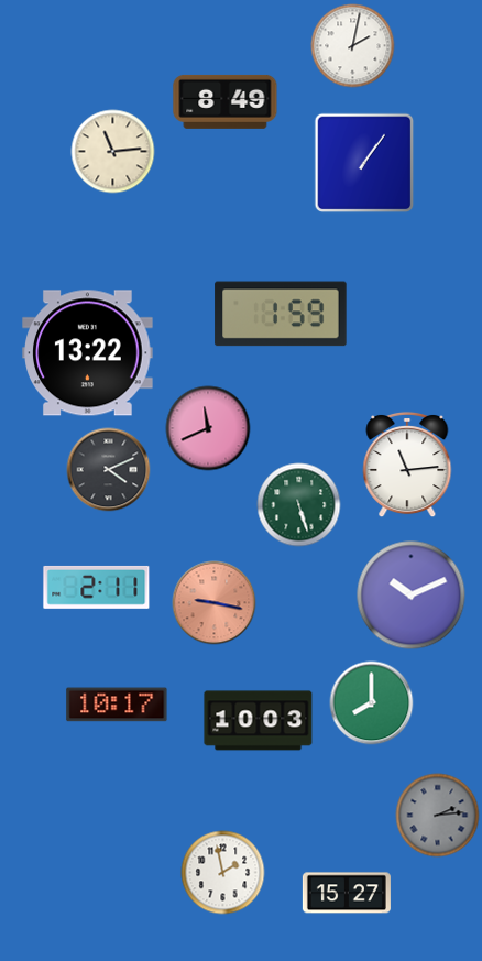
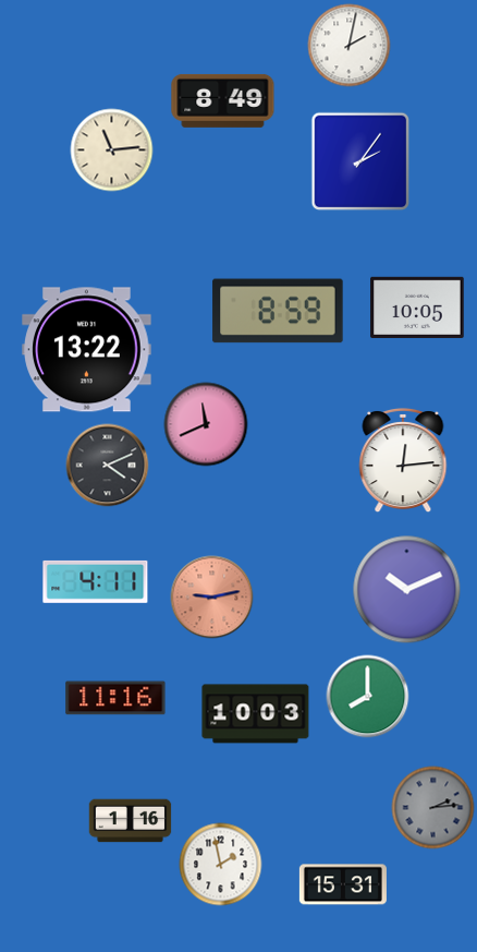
clock at (364, 163): 1:06 -> 2:06
clock at (417, 308): none -> 10:05
clock at (281, 314): 1:59 -> 8:59
clock at (407, 465): 11:14 -> 12:14
clock at (299, 505): 5:27 -> none
clock at (97, 587): 2:11 -> 4:11
clock at (215, 603): 9:17 -> 9:13
clock at (117, 705): 10:17 -> 11:16
clock at (131, 821): none -> 1:16
clock at (347, 893): 15:27 -> 15:31
